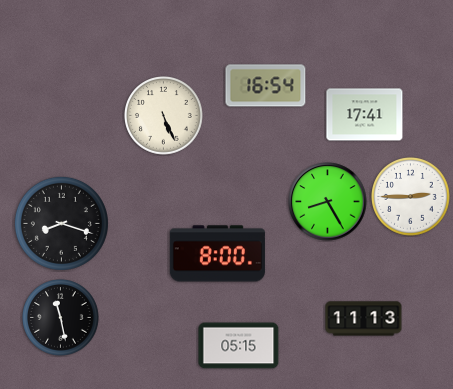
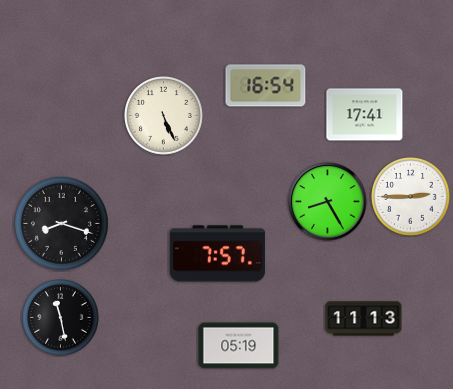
clock at (217, 254): 8:00 -> 7:57
clock at (239, 346): 05:15 -> 05:19
